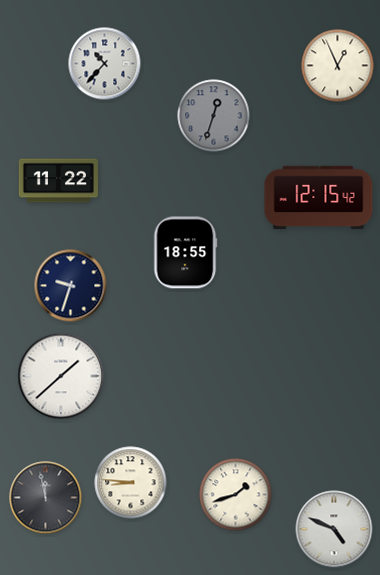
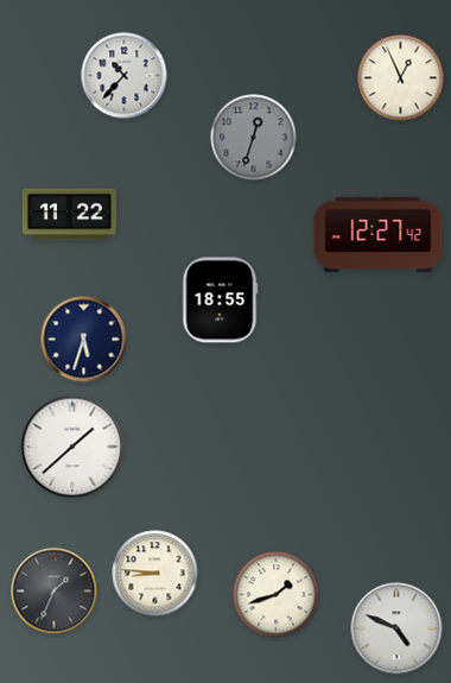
clock at (319, 198): 12:15 -> 12:27
clock at (71, 286): 9:33 -> 5:33
clock at (236, 495) position: (236, 495) -> (277, 595)
clock at (46, 498): 11:58 -> 1:34
